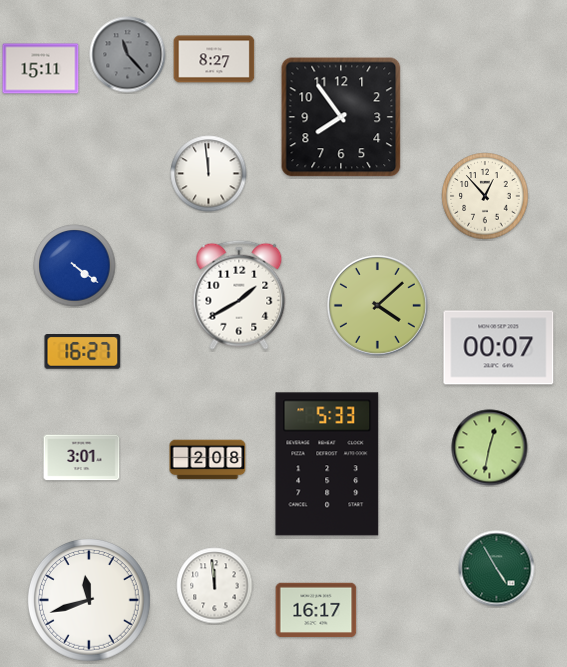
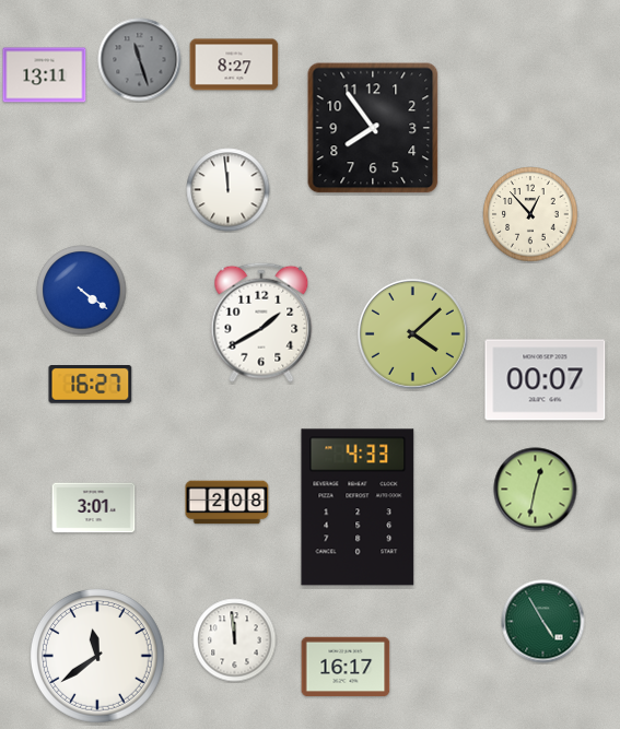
clock at (128, 55): 11:23 -> 11:27
clock at (41, 69): 15:11 -> 13:11
clock at (82, 458) position: (82, 458) -> (94, 508)
clock at (327, 464): 5:33 -> 4:33
clock at (89, 600): 11:42 -> 11:39
